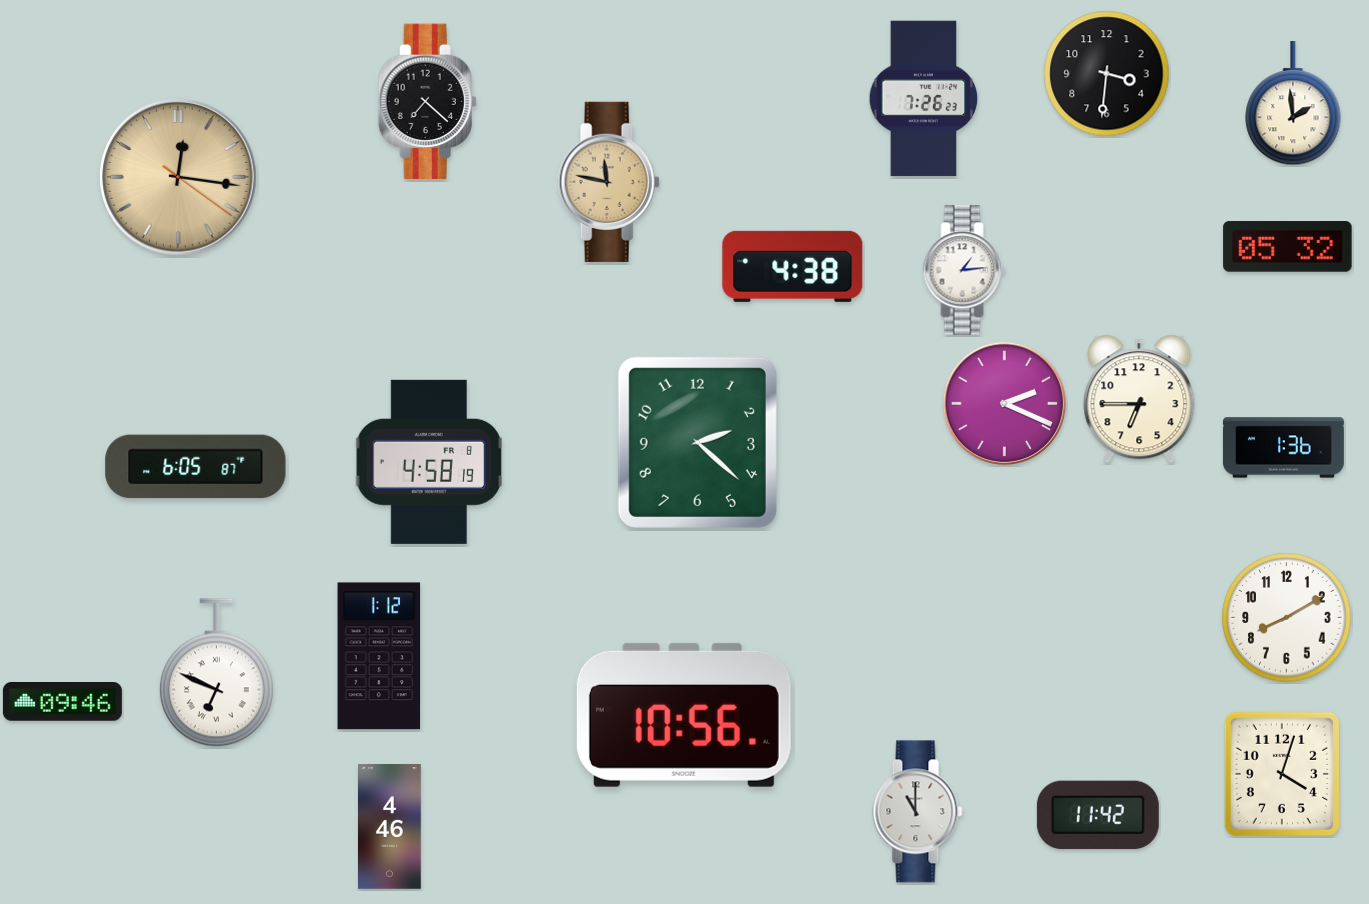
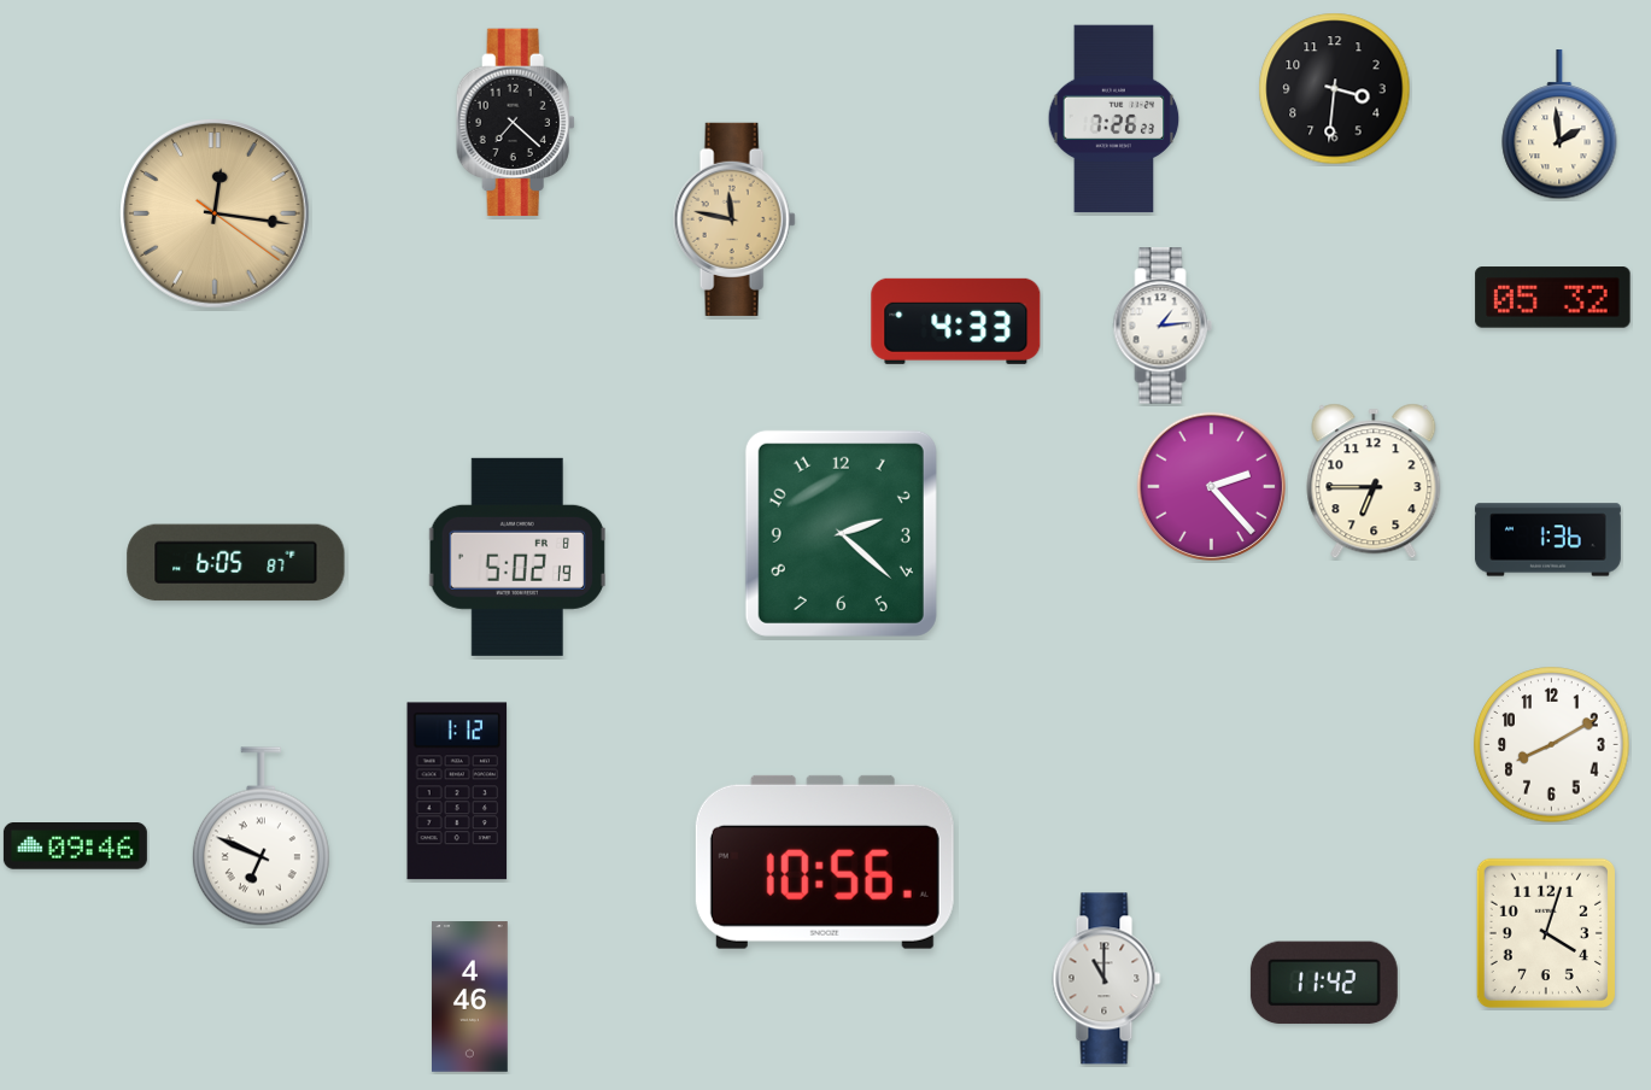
clock at (793, 266): 4:38 -> 4:33
clock at (1004, 403): 2:19 -> 2:23
clock at (429, 462): 4:58 -> 5:02
clock at (216, 673) position: (216, 673) -> (260, 837)
